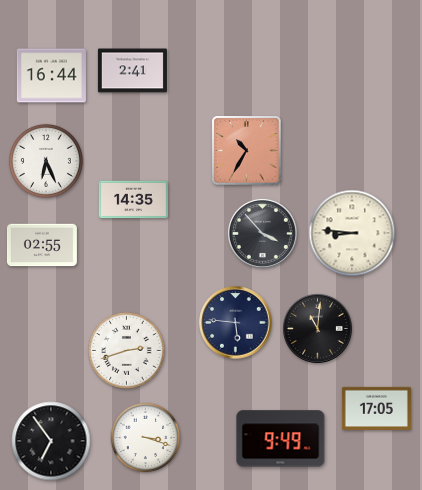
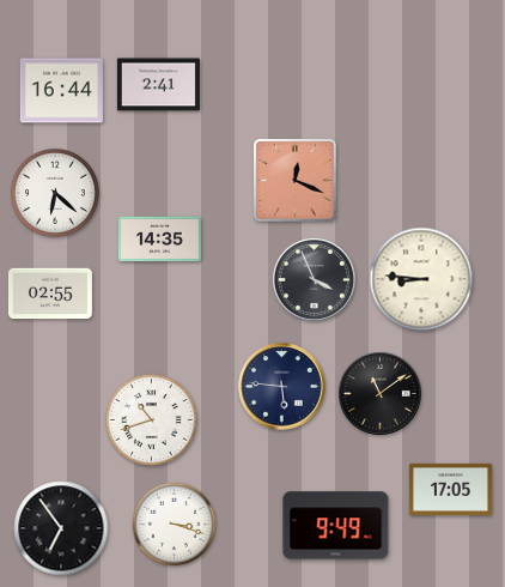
clock at (247, 151): 10:35 -> 12:19
clock at (46, 161): 6:26 -> 6:22
clock at (262, 233): 3:53 -> 3:56
clock at (317, 328): 11:01 -> 11:09
clock at (127, 351): 2:42 -> 10:42
